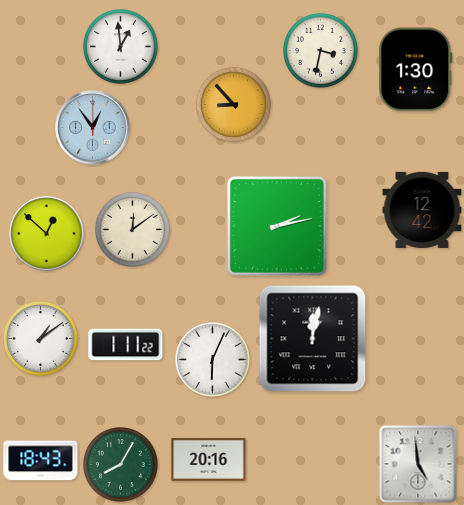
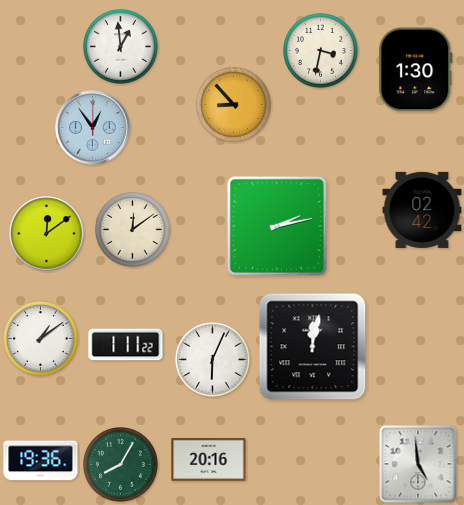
clock at (422, 210): 12:42 -> 02:42
clock at (47, 234): 12:52 -> 12:09
clock at (313, 339) position: (313, 339) -> (313, 347)
clock at (41, 461): 18:43 -> 19:36
